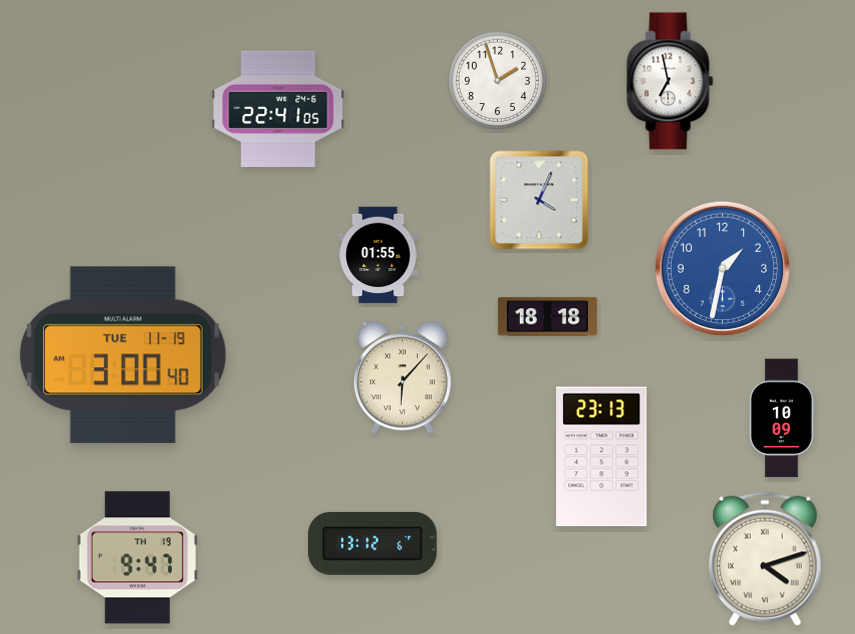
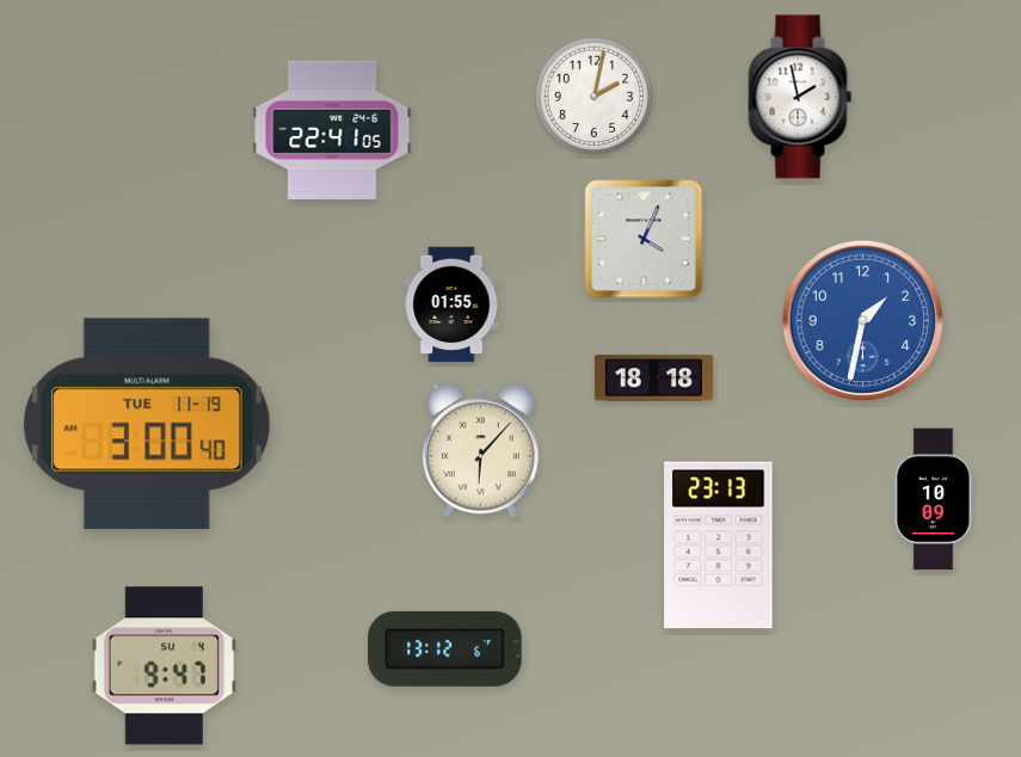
clock at (498, 81): 1:57 -> 2:02
clock at (670, 81): 6:58 -> 1:58
clock at (137, 558) date: TH 19 -> SU 4
clock at (766, 559): 4:12 -> none
